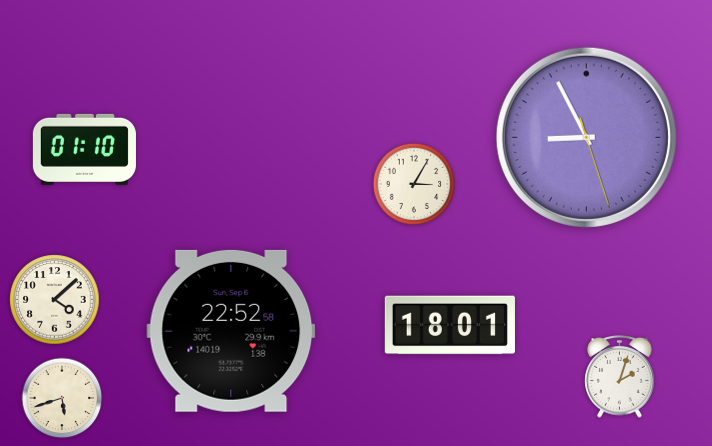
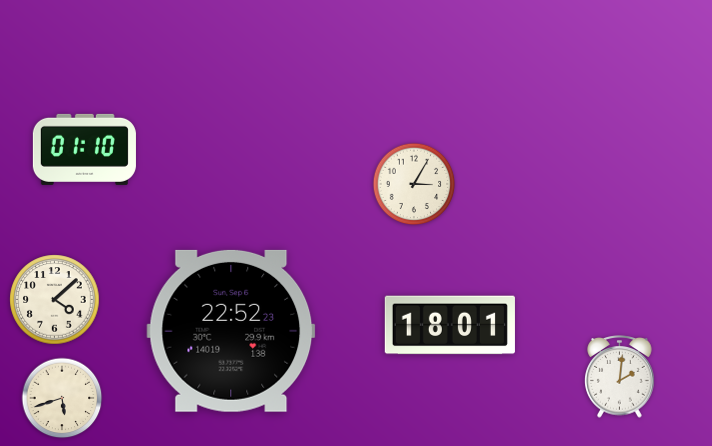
clock at (586, 137): 8:55 -> none
clock at (231, 331): 22:52:58 -> 22:52:23
clock at (620, 377): 2:03 -> 2:01
